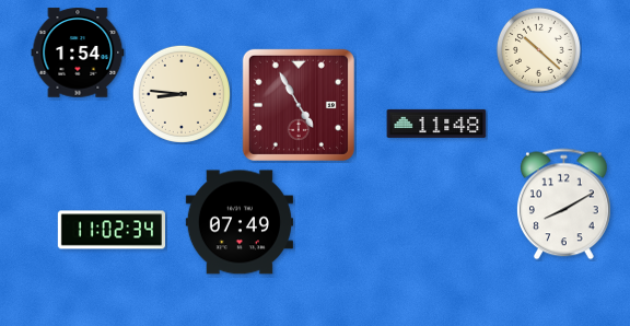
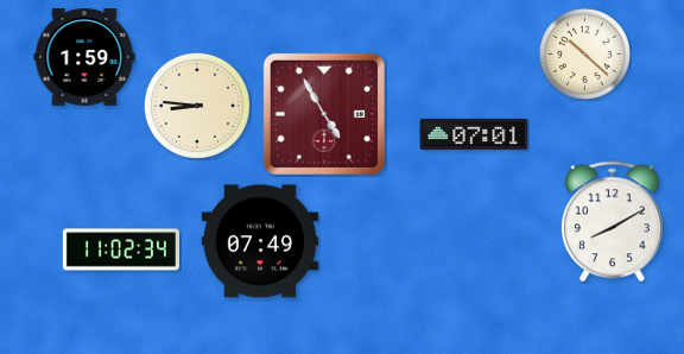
clock at (78, 53): 1:54 -> 1:59
clock at (182, 94) position: (182, 94) -> (197, 106)
clock at (436, 124): 11:48 -> 07:01
